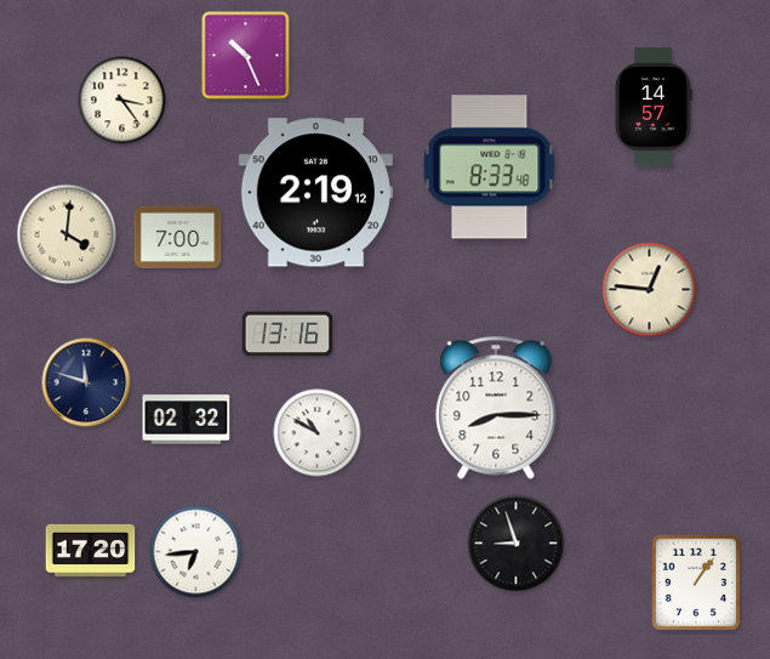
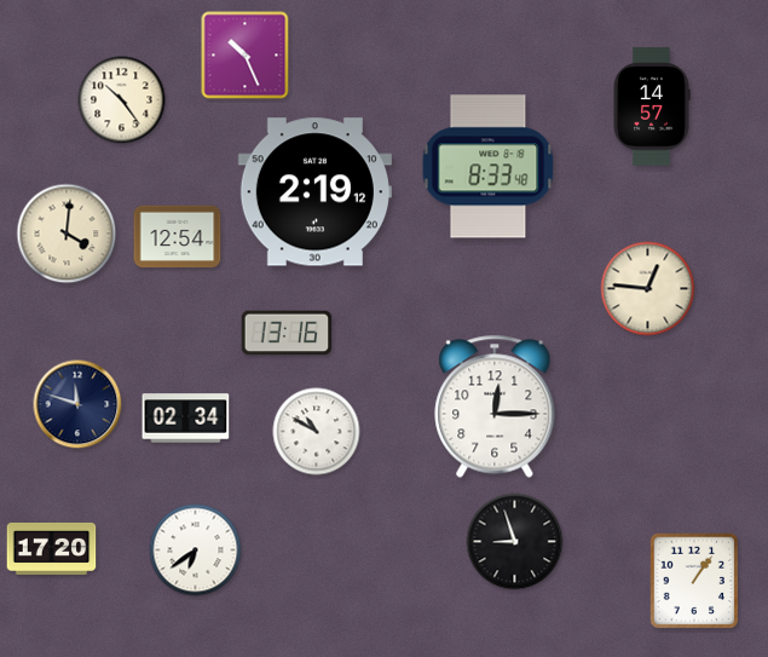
clock at (122, 101): 3:24 -> 10:24
clock at (178, 238): 7:00 -> 12:54
clock at (86, 382) position: (86, 382) -> (77, 404)
clock at (496, 408): 8:15 -> 12:15
clock at (187, 420): 02:32 -> 02:34
clock at (91, 550) position: (91, 550) -> (52, 548)
clock at (196, 552): 6:44 -> 6:39
